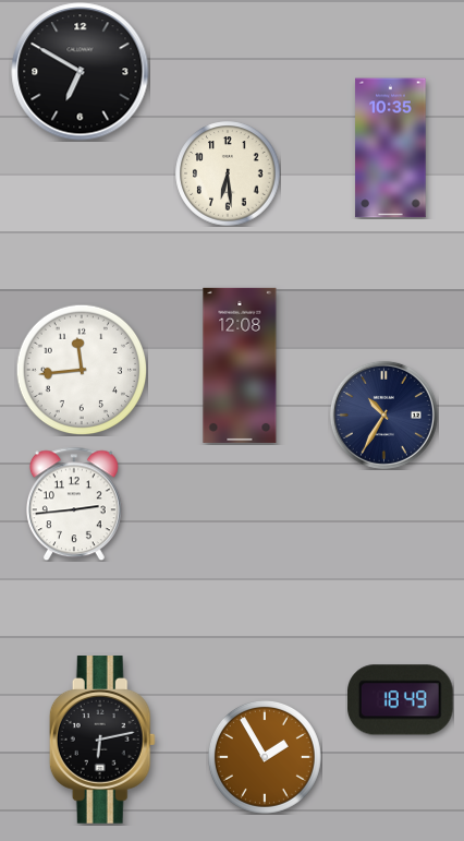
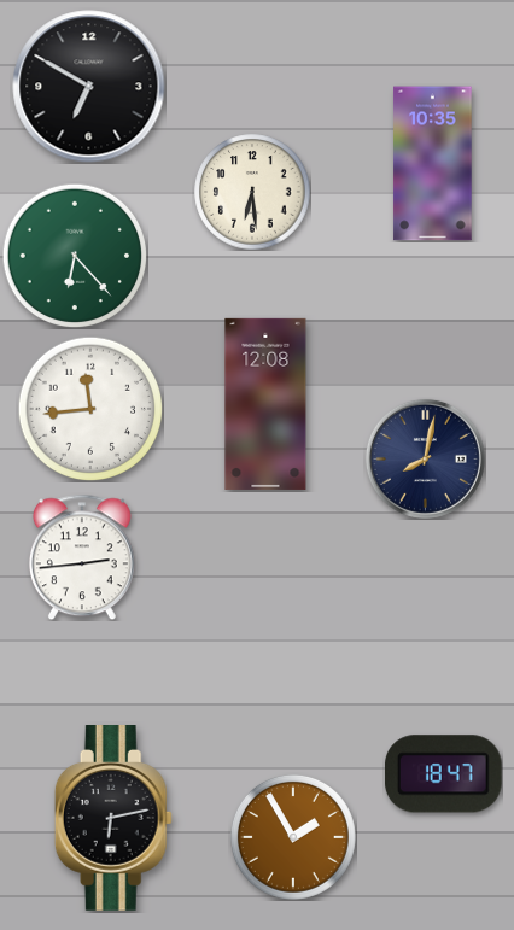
clock at (81, 72) position: (81, 72) -> (89, 87)
clock at (75, 256): none -> 6:23
clock at (383, 415): 10:35 -> 8:02
clock at (401, 700): 18:49 -> 18:47
